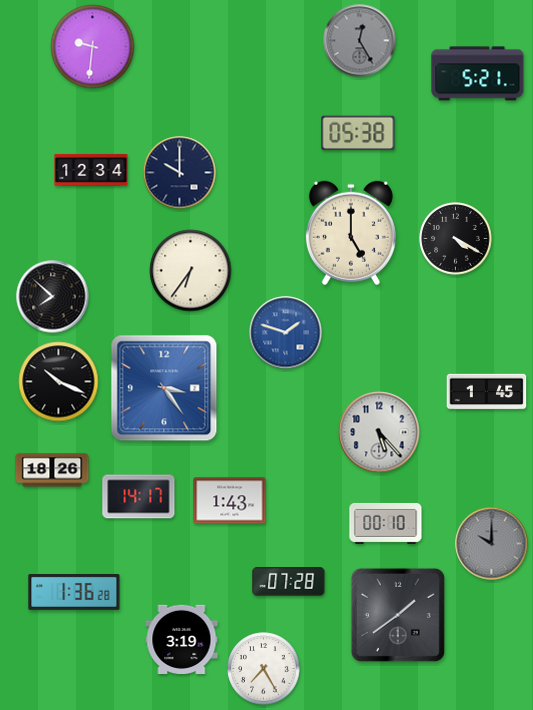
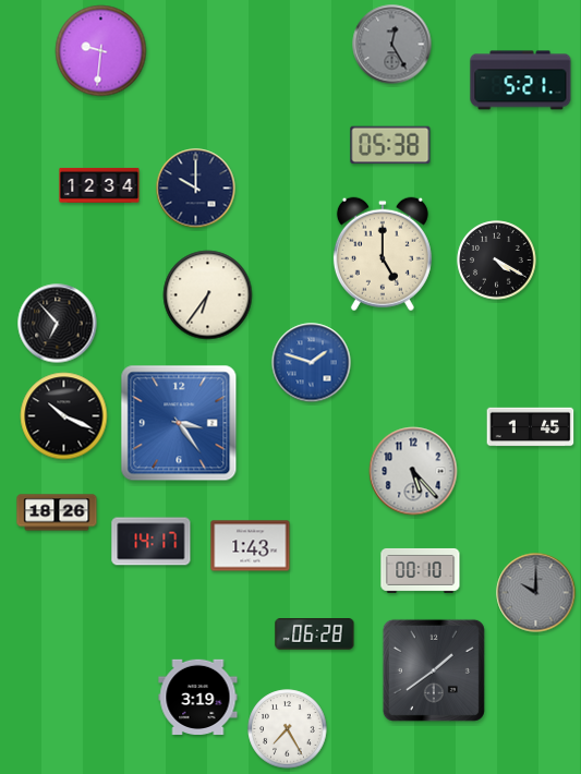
clock at (53, 297): 7:52 -> 6:53
clock at (289, 582): 07:28 -> 06:28
clock at (74, 593): 1:36 -> none
